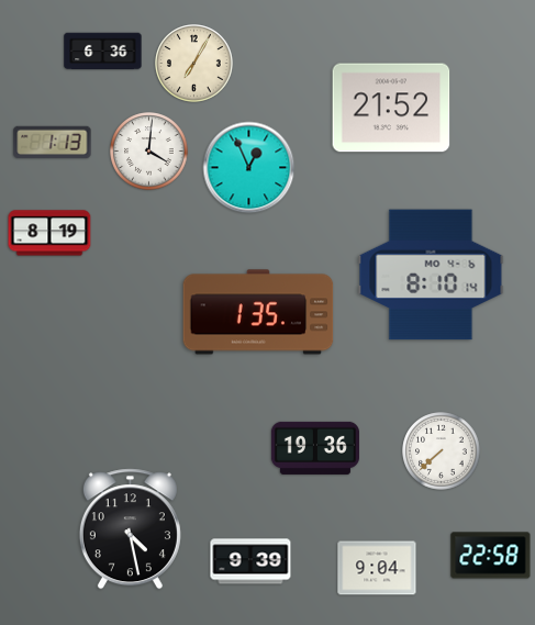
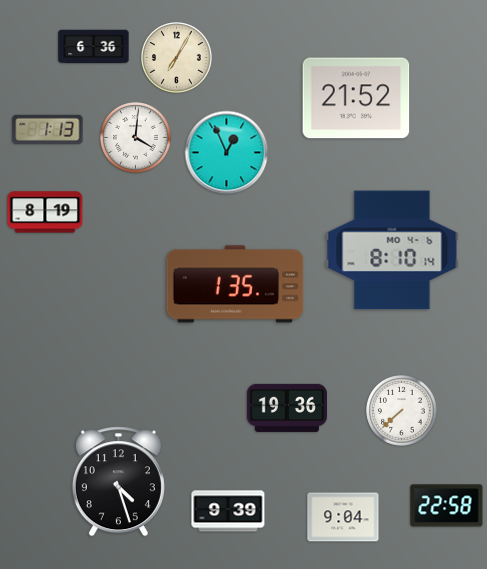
clock at (130, 529): 4:28 -> 4:27
